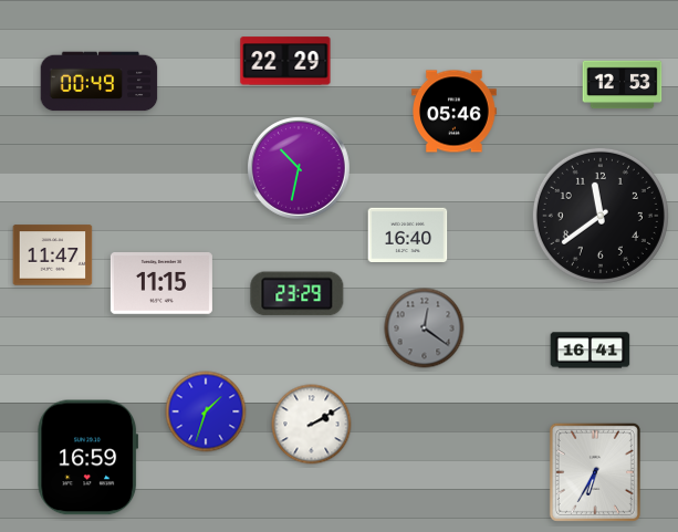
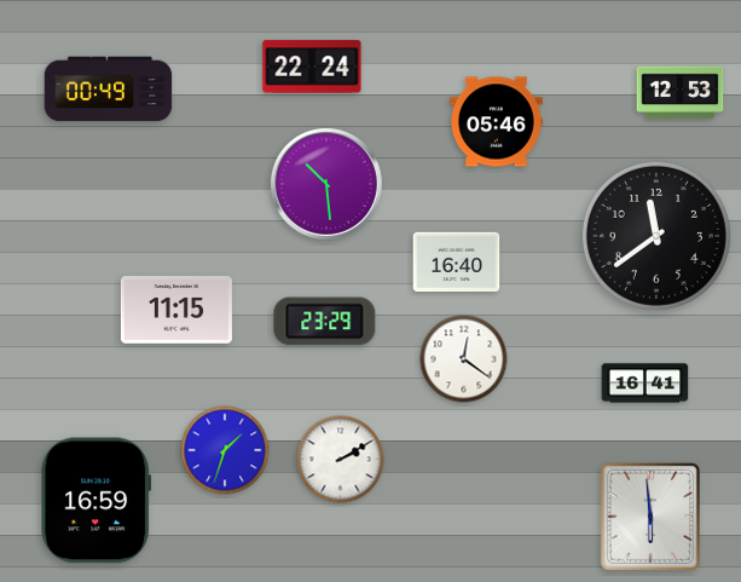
clock at (285, 61): 22:29 -> 22:24
clock at (300, 169): 10:32 -> 10:29
clock at (408, 234) position: (408, 234) -> (457, 261)
clock at (53, 255): 11:47 -> none
clock at (425, 328) dial: grey -> white
clock at (312, 425) position: (312, 425) -> (341, 460)
clock at (595, 472): 6:35 -> 5:59
